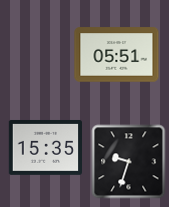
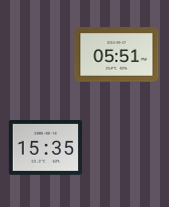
clock at (129, 162): 9:33 -> none
